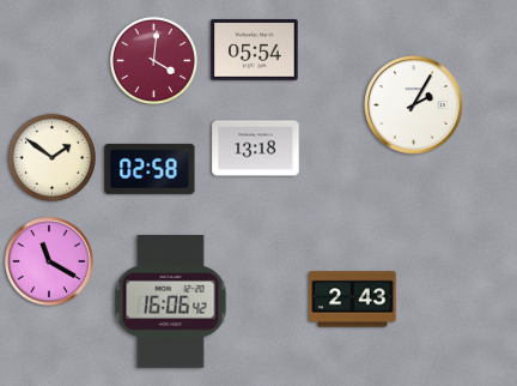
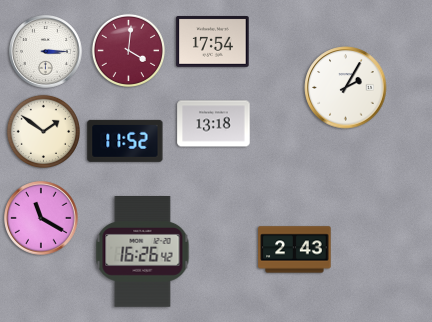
clock at (255, 50): 05:54 -> 17:54
clock at (46, 52): none -> 3:15
clock at (150, 169): 02:58 -> 11:52
clock at (171, 302): 16:06 -> 16:26
